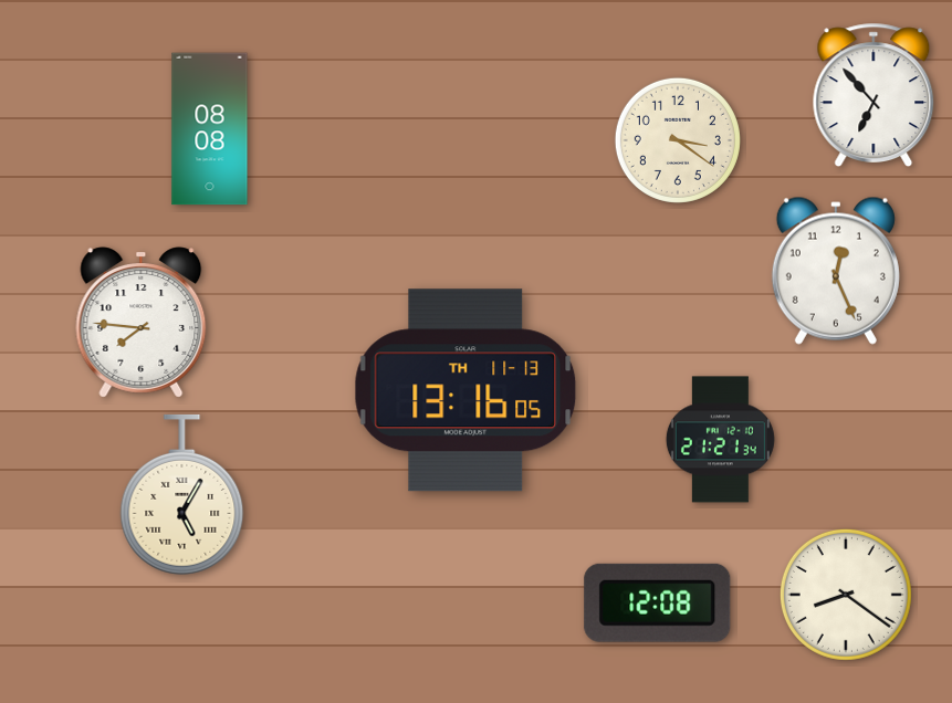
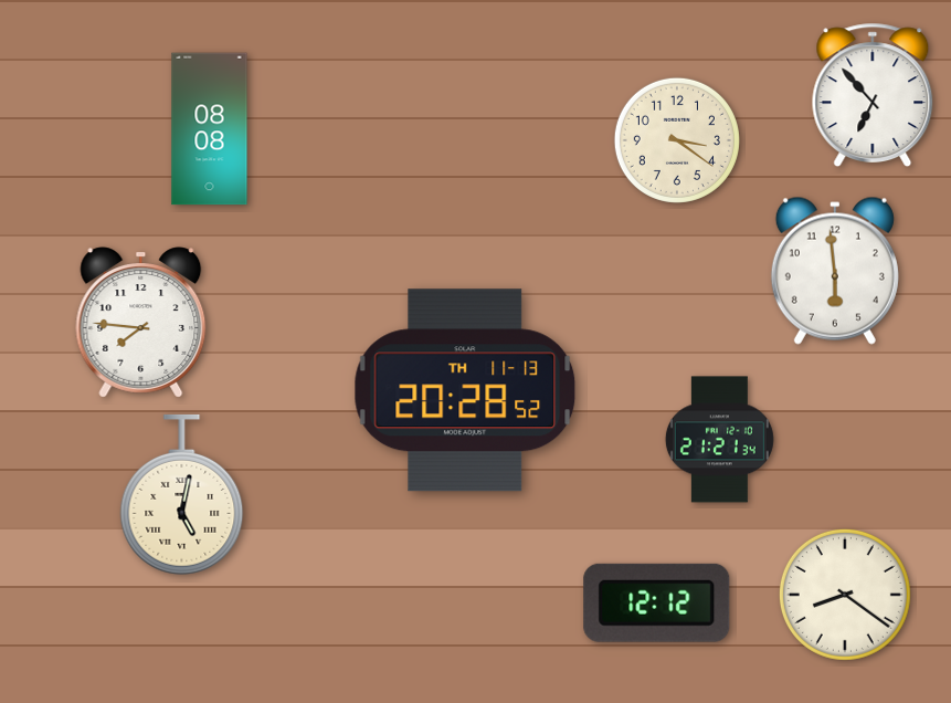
clock at (836, 271): 12:26 -> 5:59
clock at (465, 390): 13:16 -> 20:28
clock at (182, 494): 5:05 -> 5:02
clock at (658, 602): 12:08 -> 12:12
